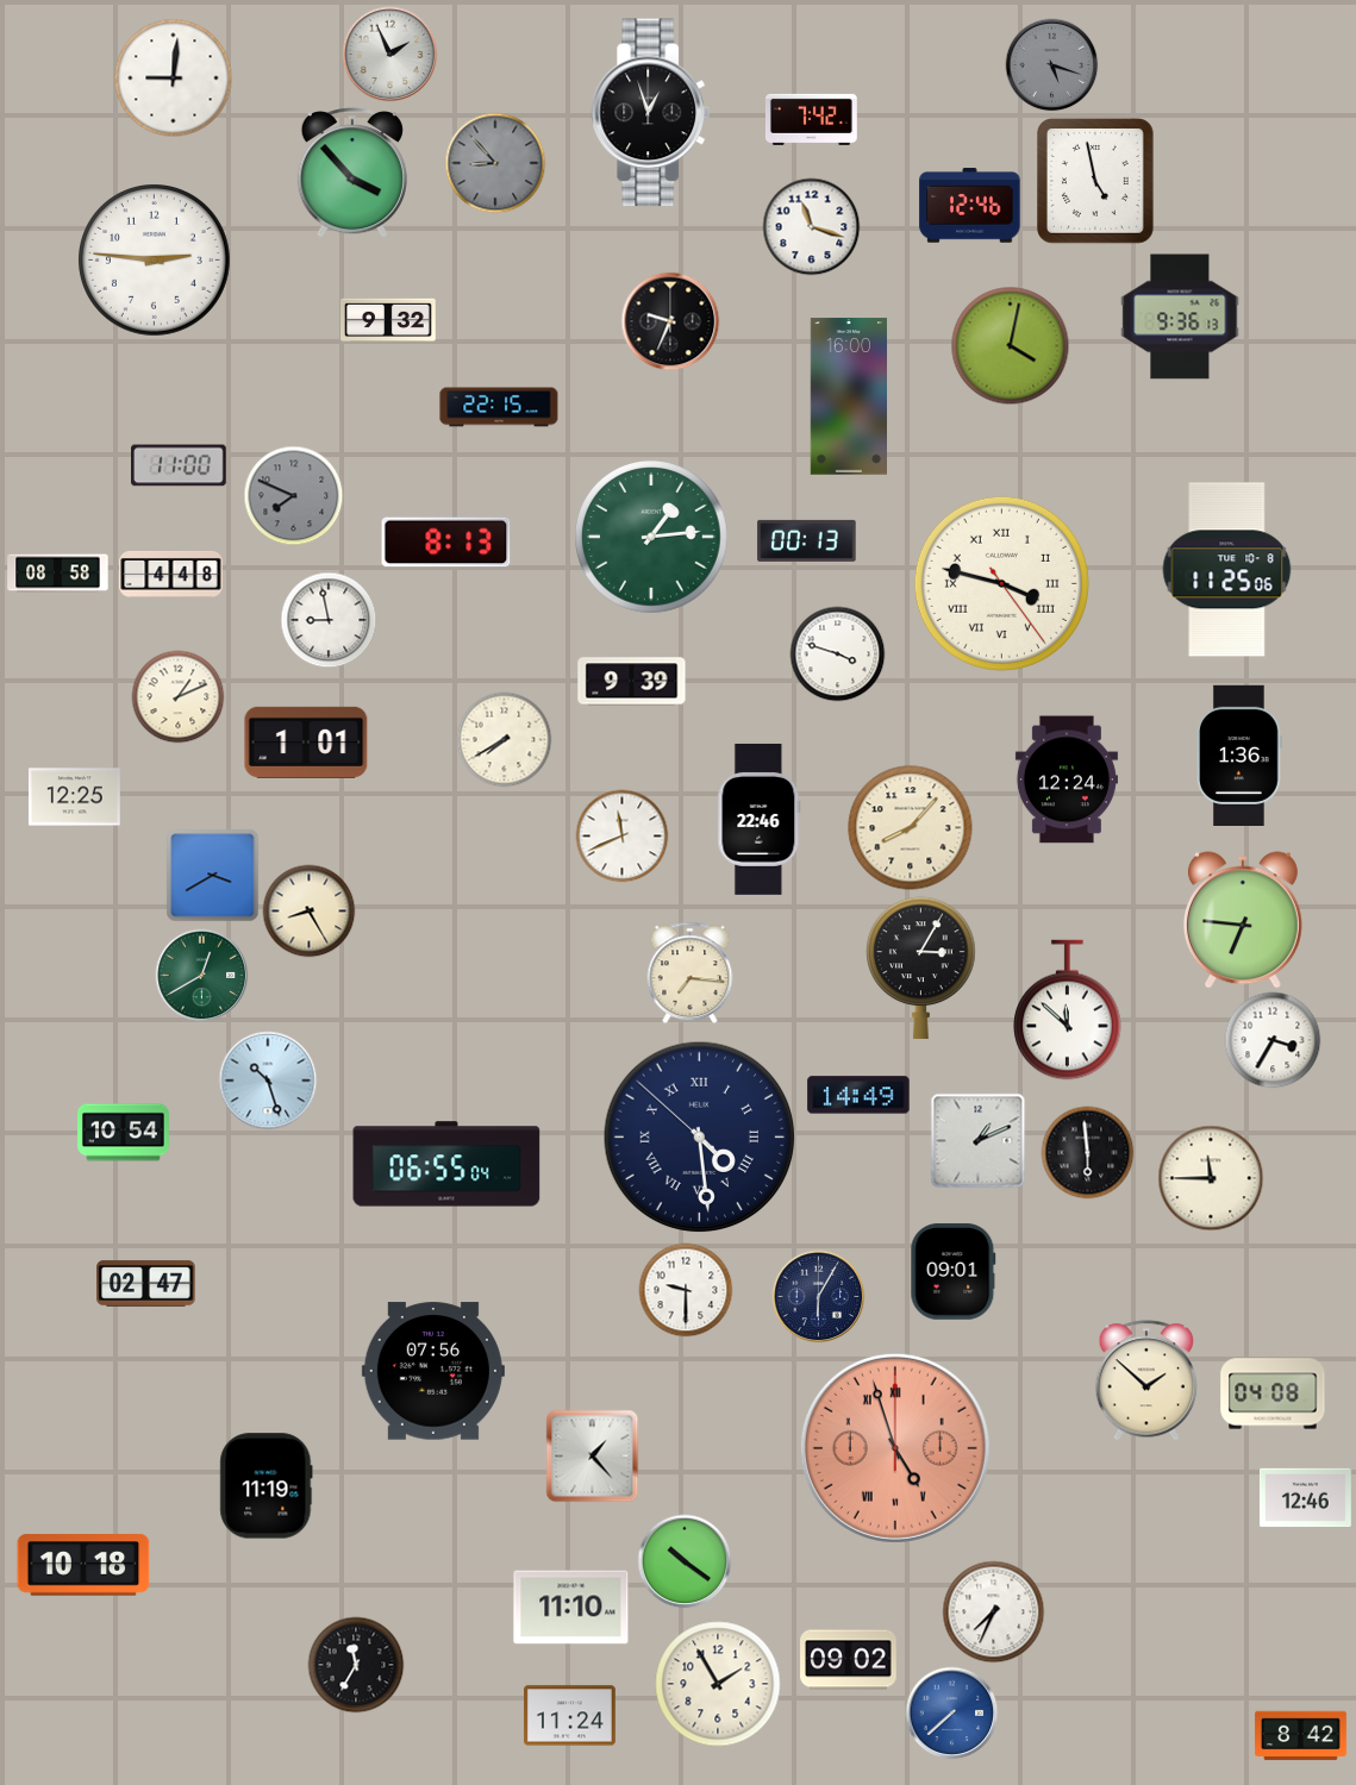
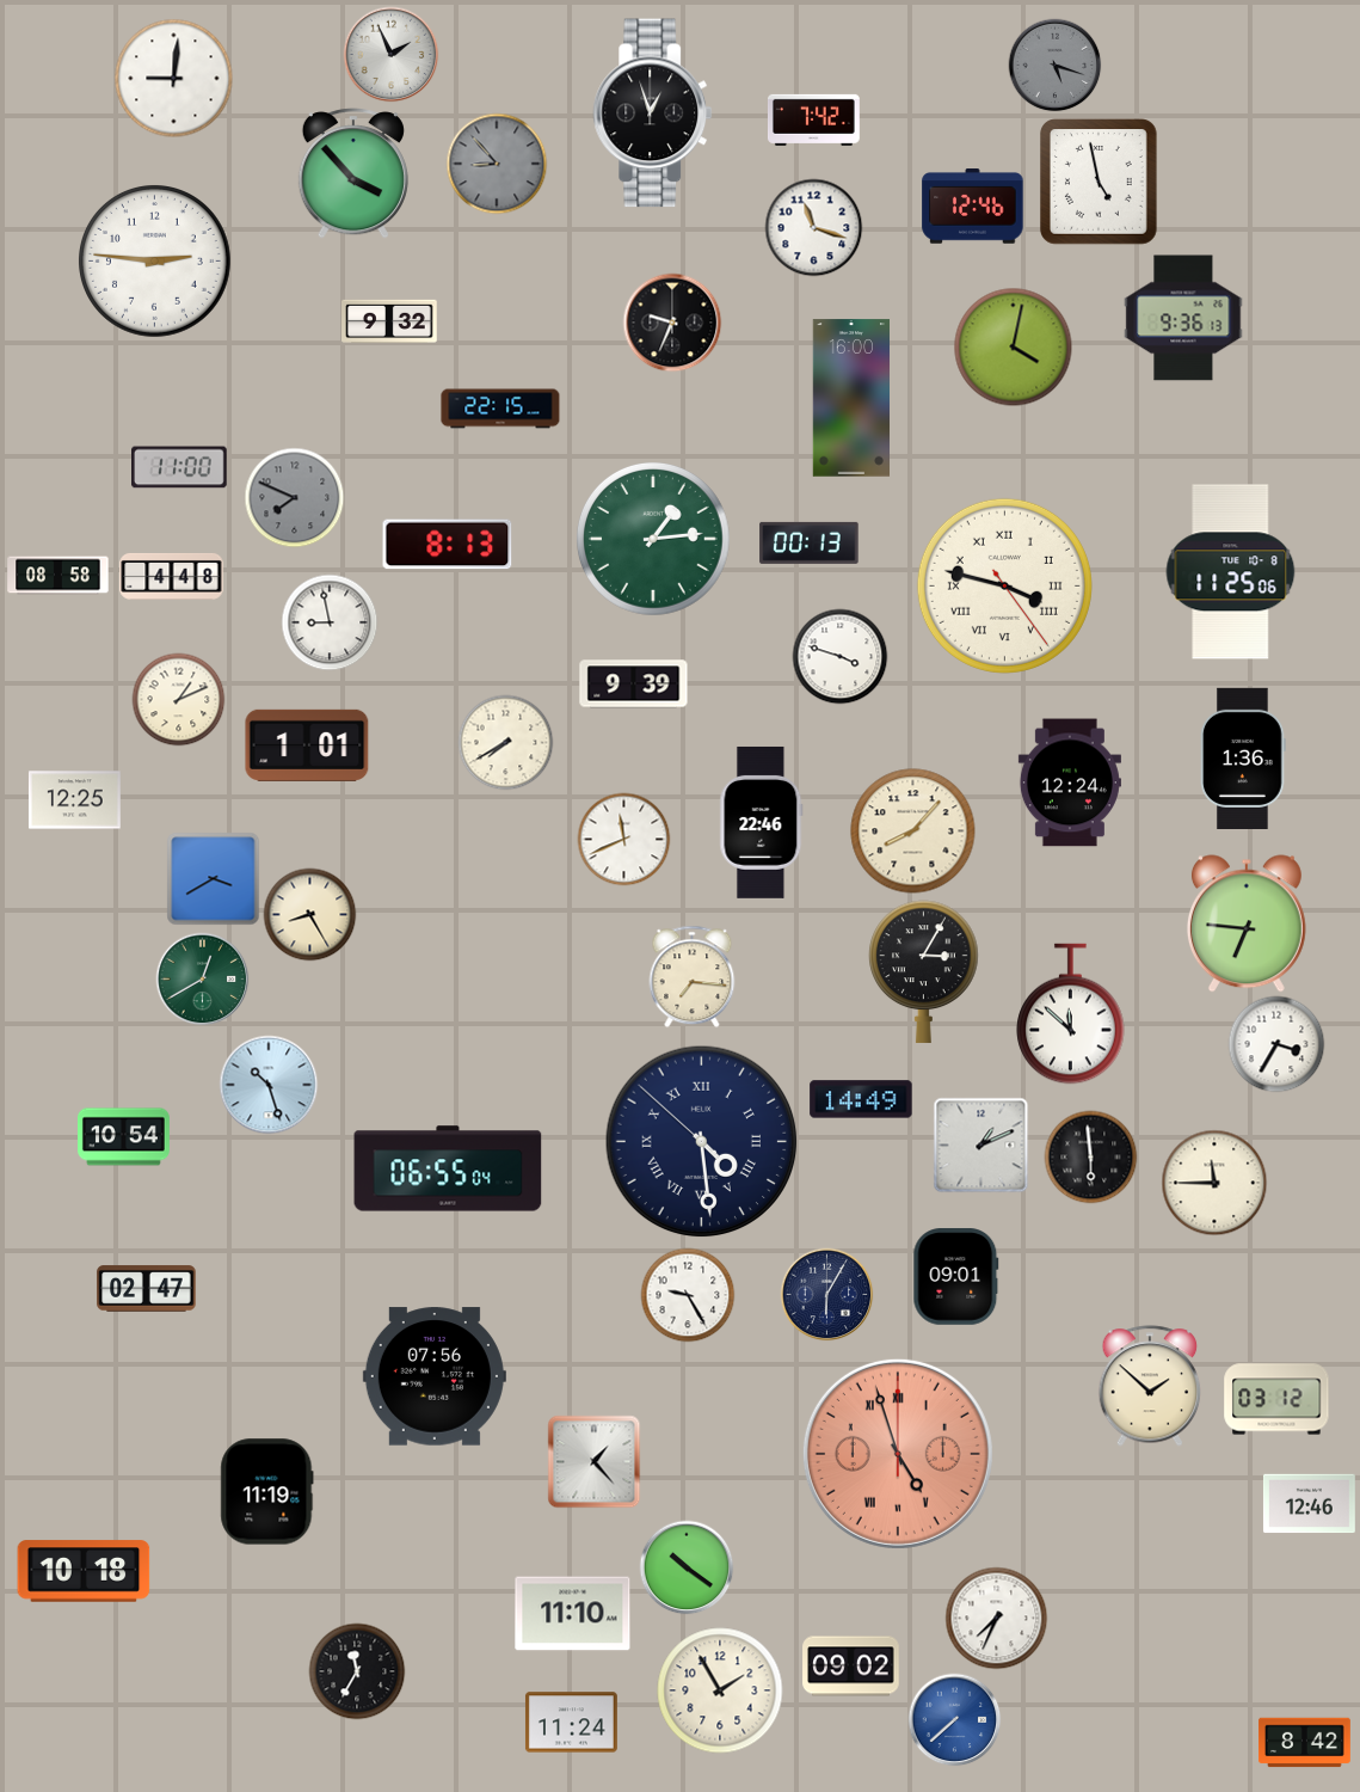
clock at (686, 1290): 9:30 -> 9:25
clock at (818, 1296) position: (818, 1296) -> (826, 1294)
clock at (1273, 1393): 04:08 -> 03:12
